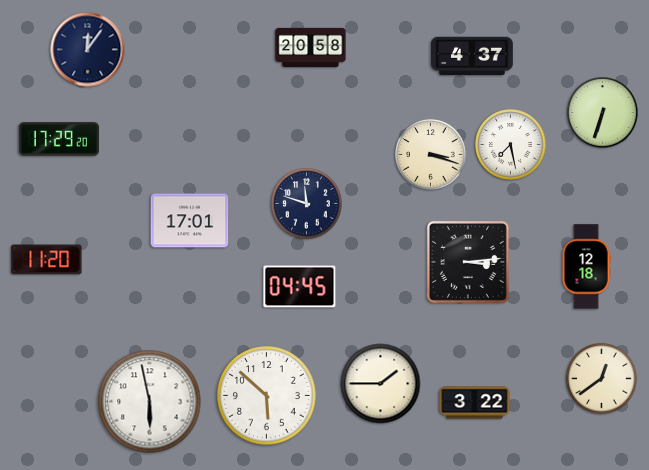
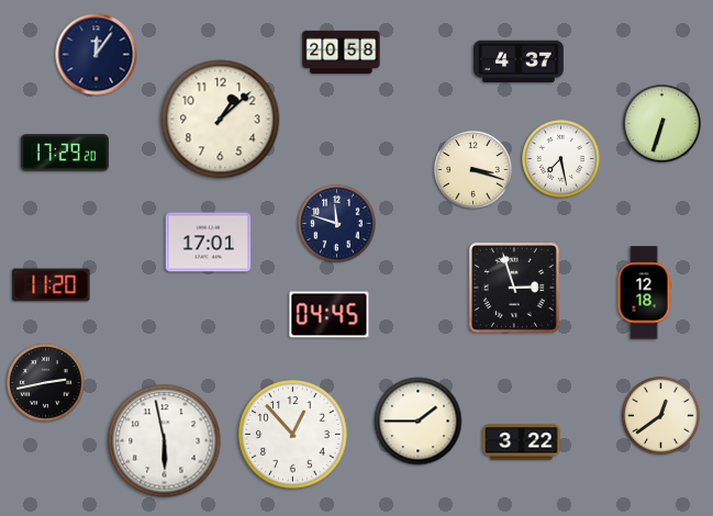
clock at (221, 120): none -> 1:08
clock at (468, 262): 3:14 -> 2:57
clock at (46, 383): none -> 2:43
clock at (267, 396): 5:52 -> 12:53
